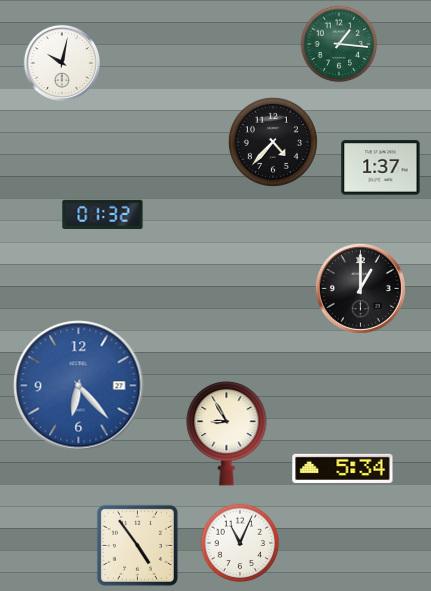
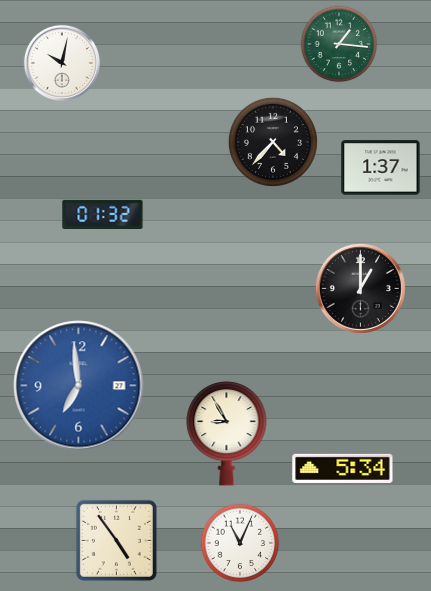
clock at (79, 386): 6:23 -> 6:59
clock at (137, 545) position: (137, 545) -> (116, 540)
